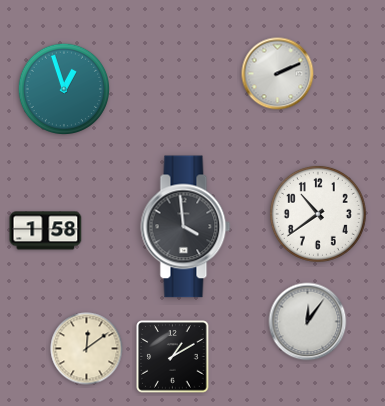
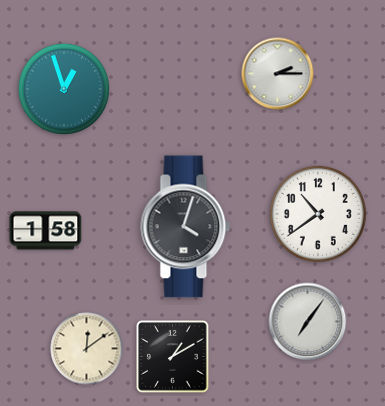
clock at (278, 74): 2:11 -> 2:15
clock at (186, 227): 3:59 -> 4:03
clock at (308, 322): 12:06 -> 7:06
